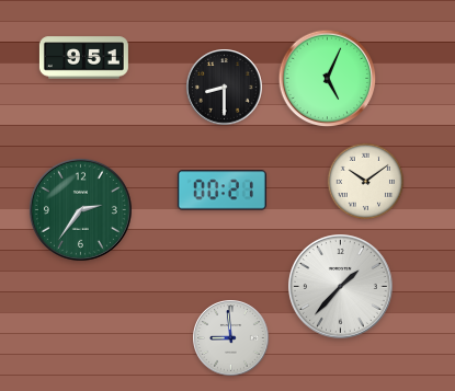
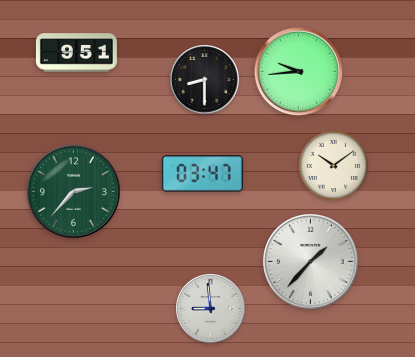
clock at (328, 79): 5:04 -> 9:44
clock at (221, 191): 00:21 -> 03:47
clock at (80, 209): 2:36 -> 2:37
